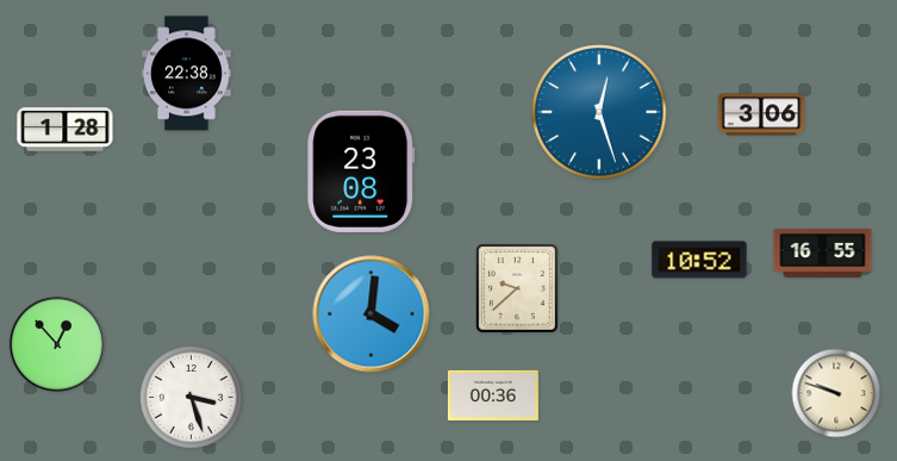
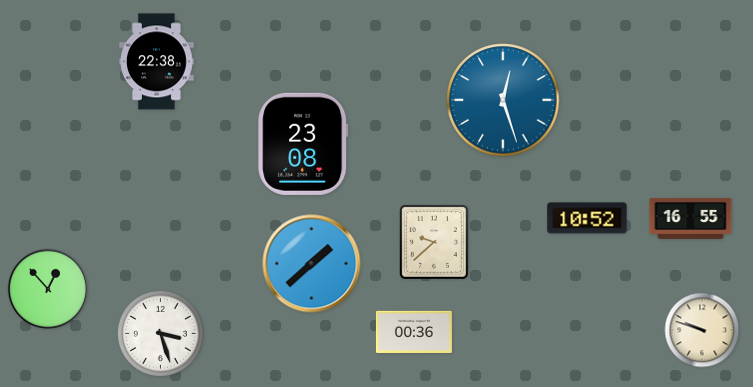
clock at (599, 112) position: (599, 112) -> (503, 100)
clock at (761, 114): 3:06 -> none
clock at (66, 130): 1:28 -> none
clock at (823, 253) position: (823, 253) -> (691, 218)
clock at (372, 314): 4:01 -> 1:38
